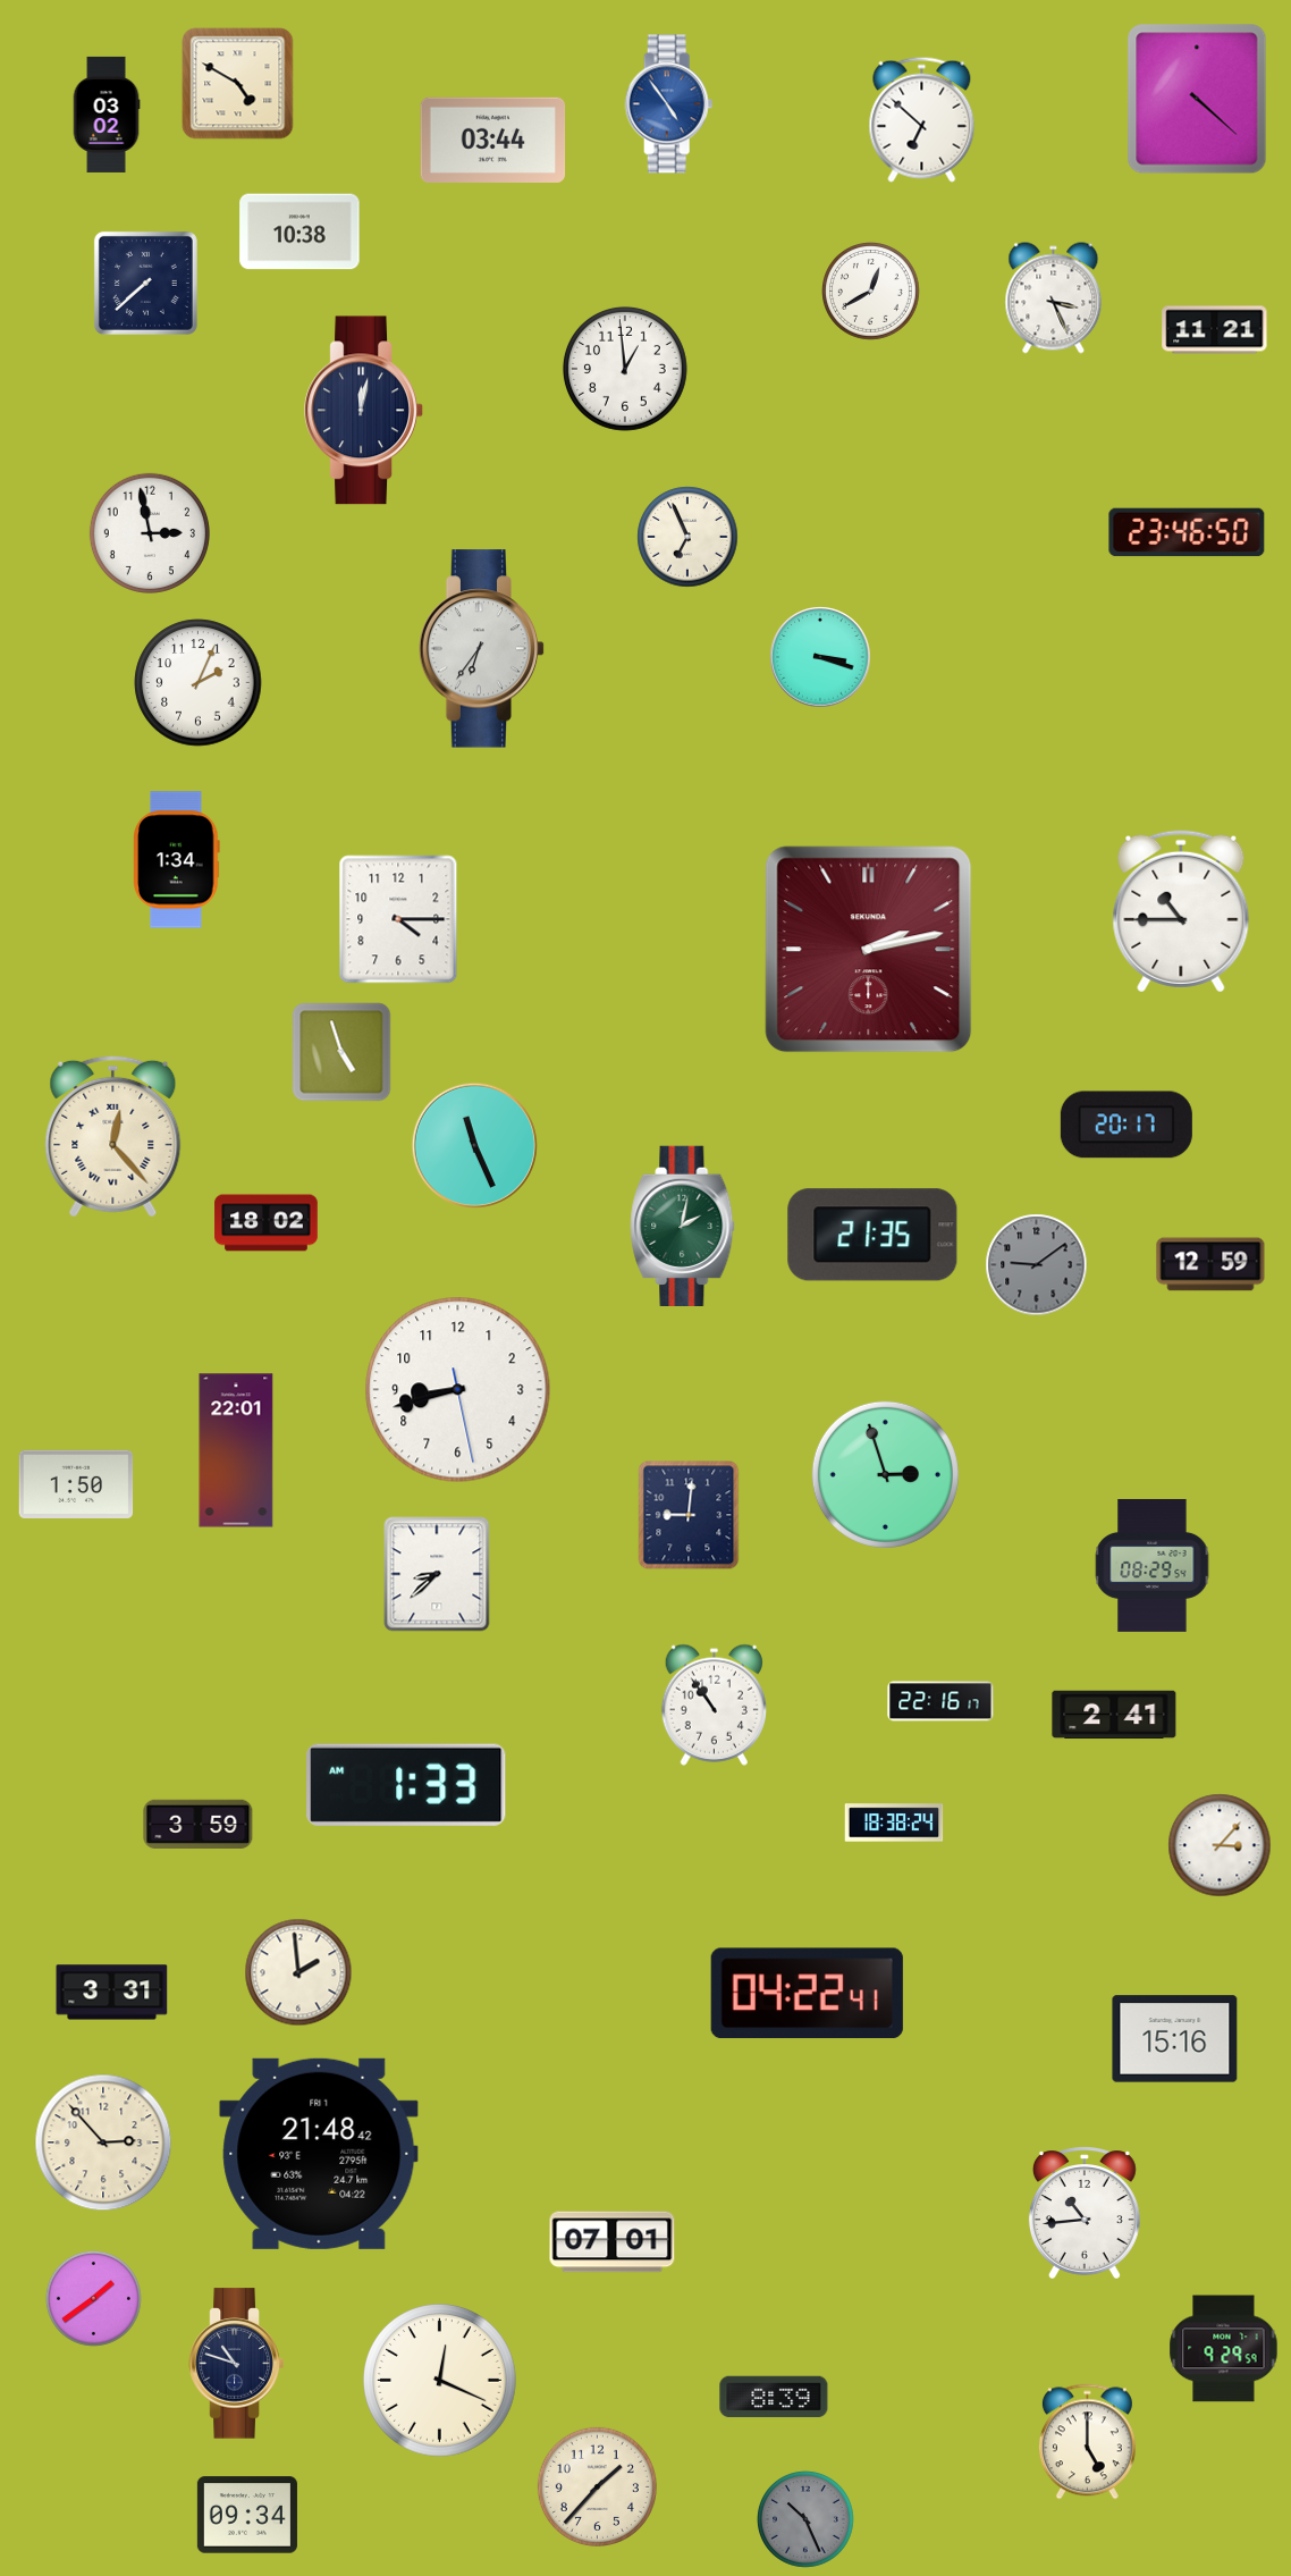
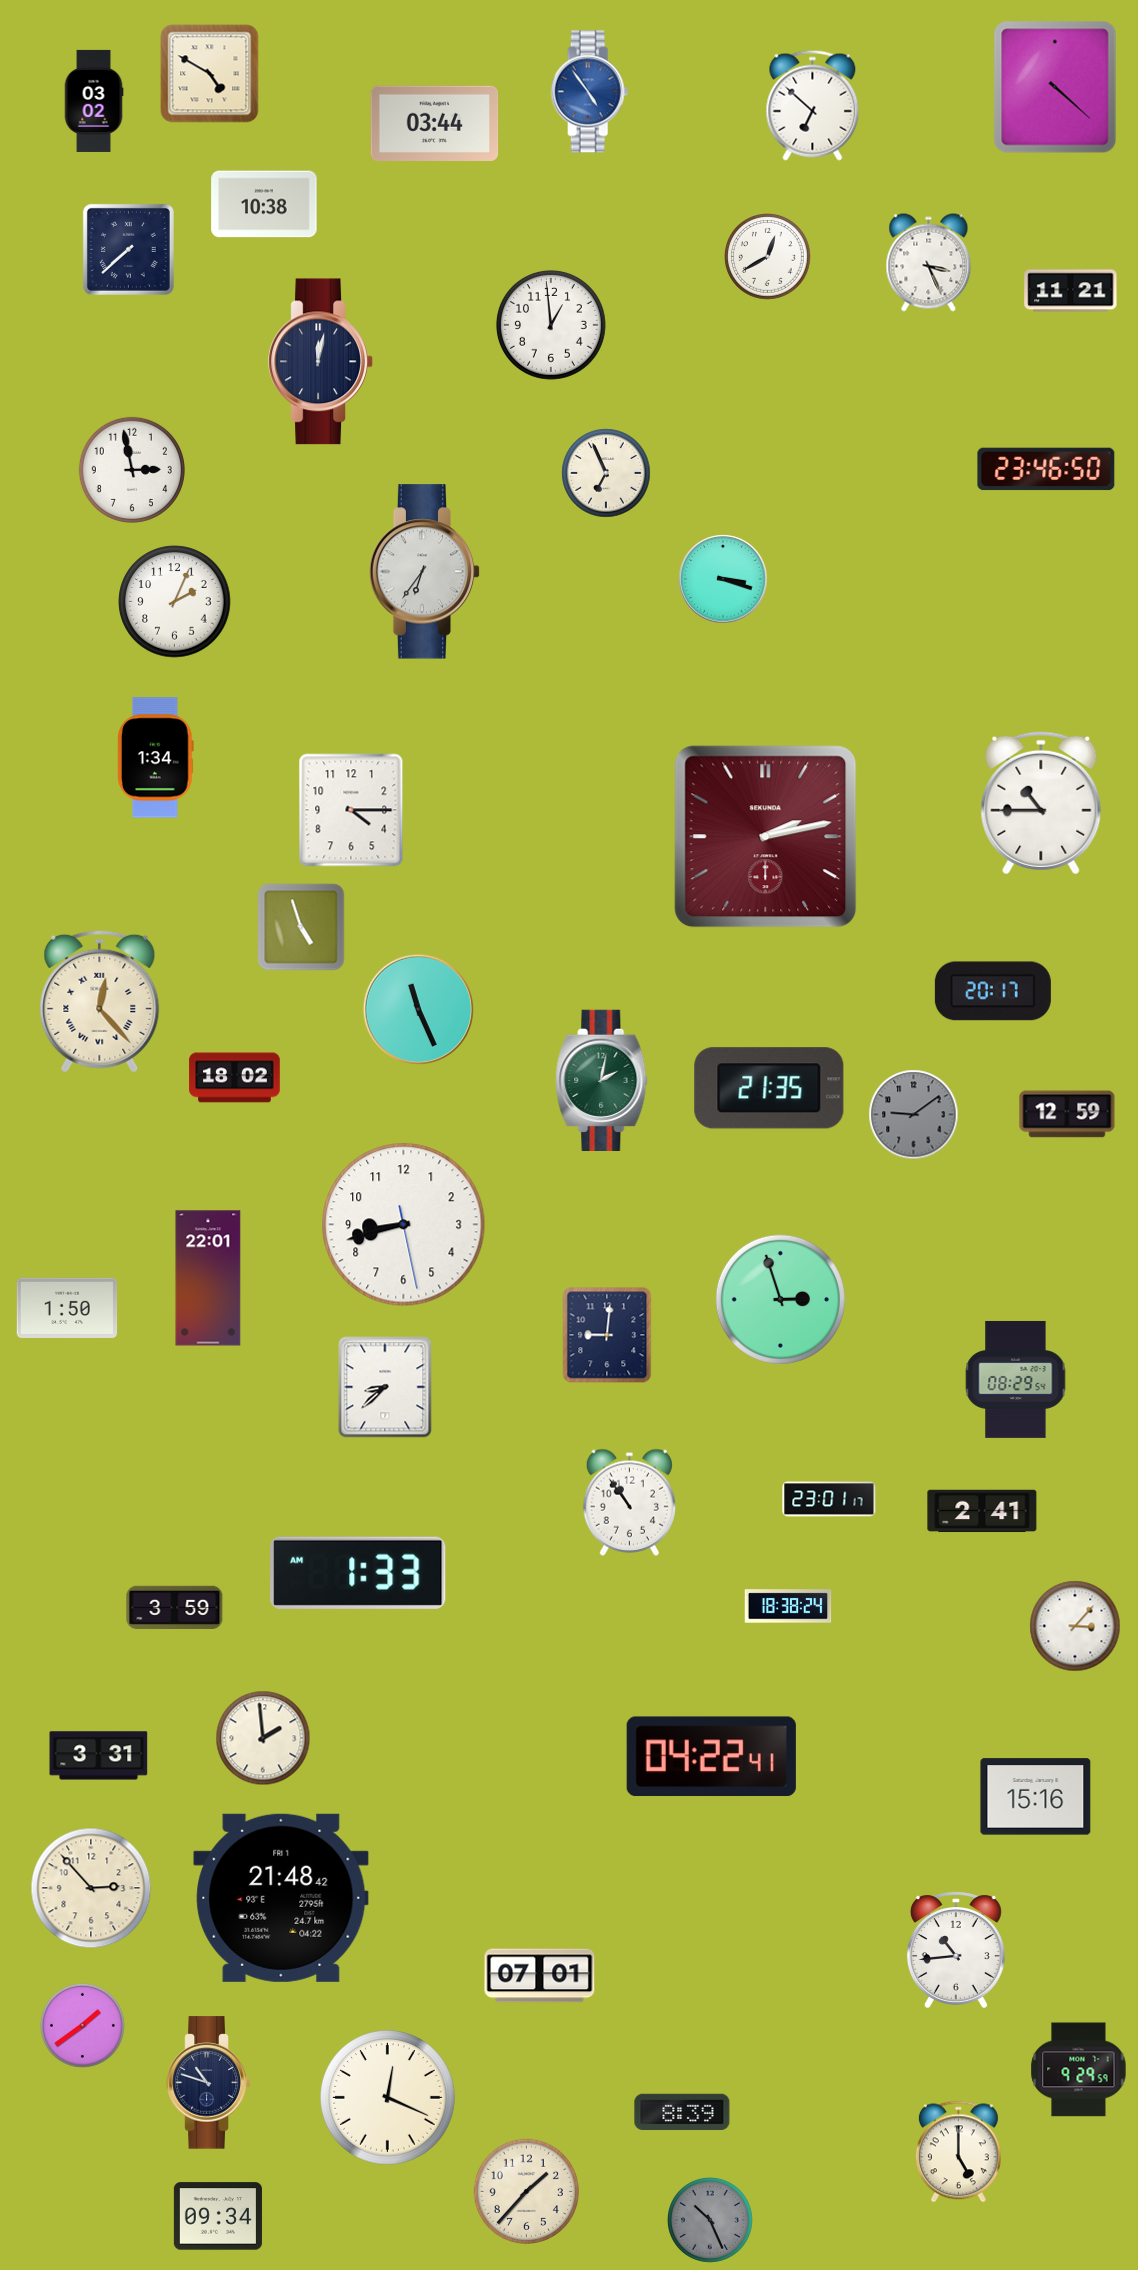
clock at (940, 1701): 22:16 -> 23:01
